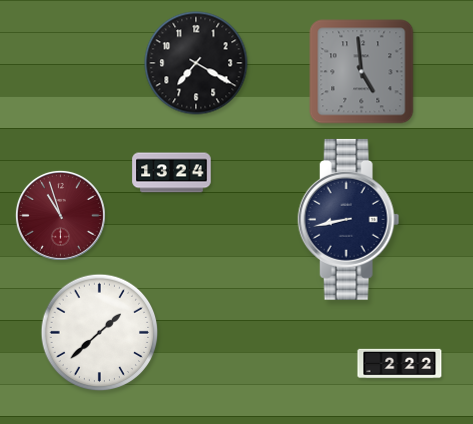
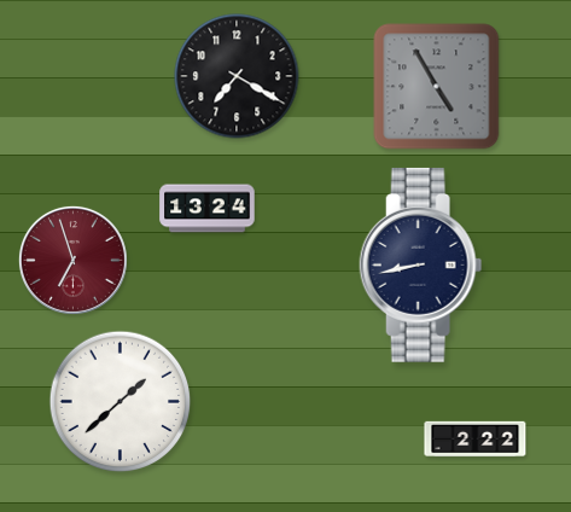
clock at (362, 72): 4:59 -> 4:55
clock at (60, 215): 10:57 -> 6:57
clock at (400, 364) position: (400, 364) -> (476, 440)
